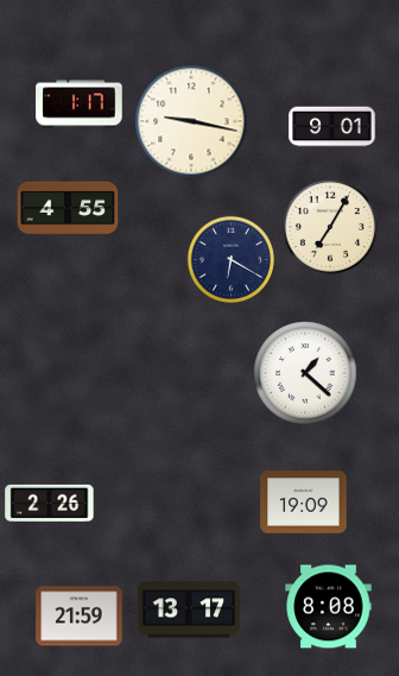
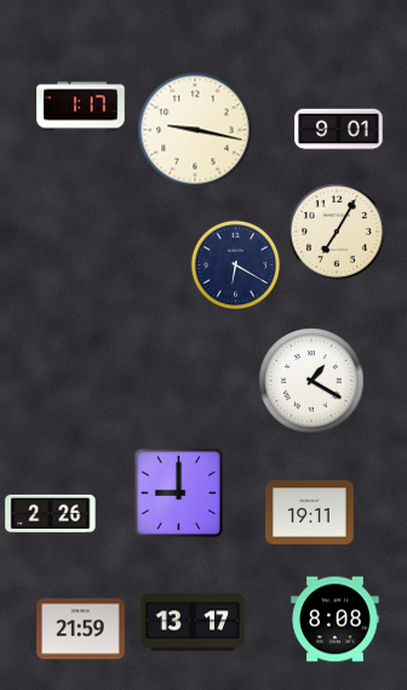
clock at (191, 121) position: (191, 121) -> (195, 130)
clock at (68, 208): 4:55 -> none
clock at (305, 373): 1:22 -> 1:20
clock at (179, 494): none -> 9:00
clock at (304, 503): 19:09 -> 19:11
